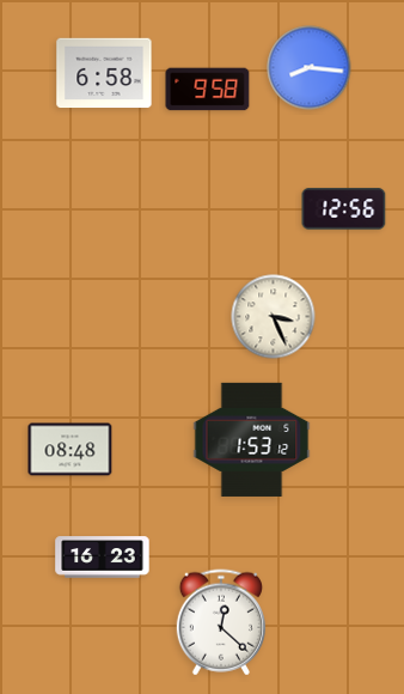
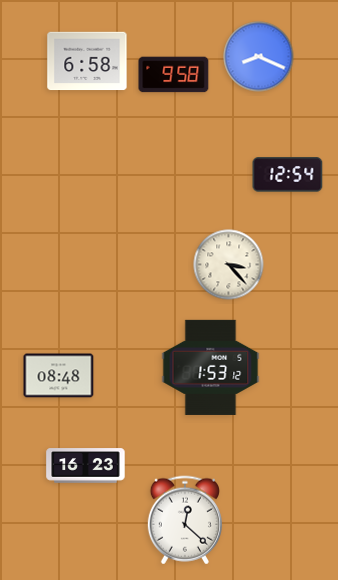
clock at (310, 68): 8:16 -> 8:19
clock at (344, 209): 12:56 -> 12:54
clock at (274, 317): 3:26 -> 3:23
